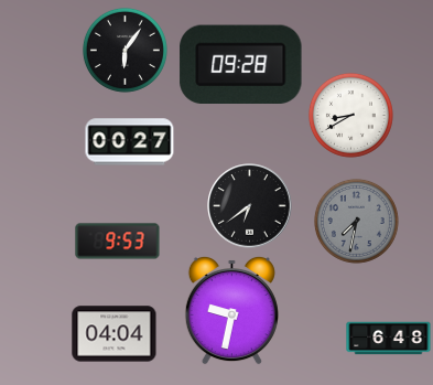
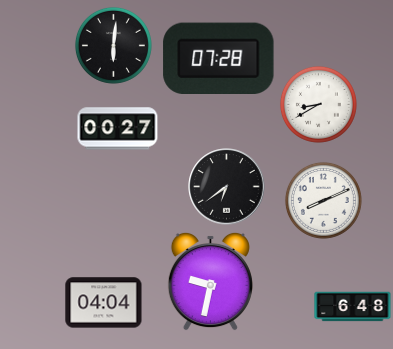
clock at (125, 50): 6:06 -> 6:01
clock at (241, 64): 09:28 -> 07:28
clock at (356, 221): 7:32 -> 8:11
clock at (356, 221) dial: grey -> white
clock at (118, 242): 9:53 -> none
